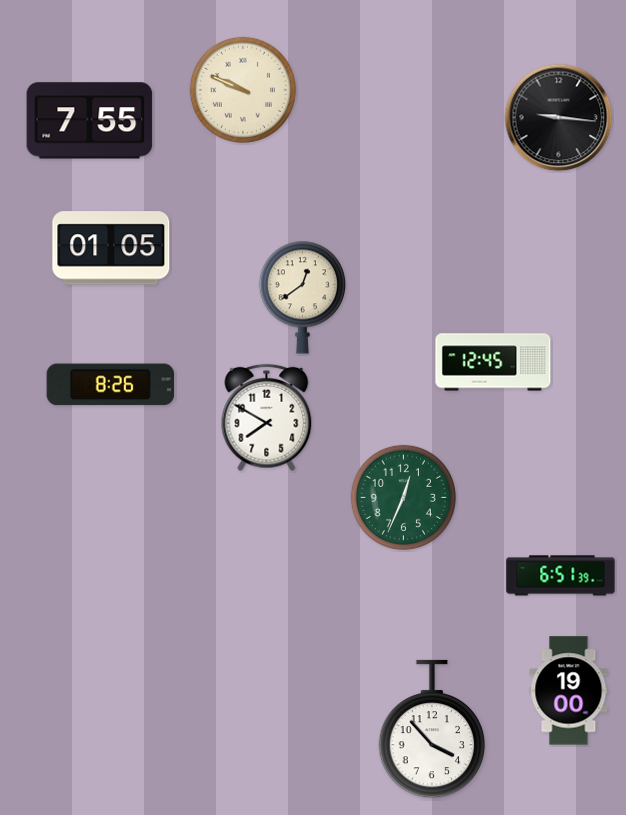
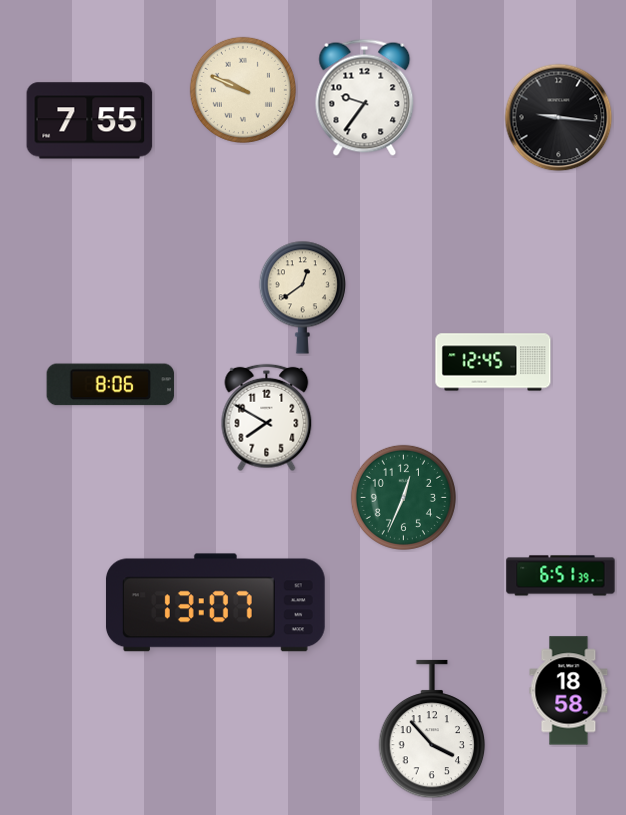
clock at (365, 97): none -> 9:36
clock at (111, 248): 01:05 -> none
clock at (111, 385): 8:26 -> 8:06
clock at (215, 603): none -> 13:07
clock at (569, 691): 19:00 -> 18:58
